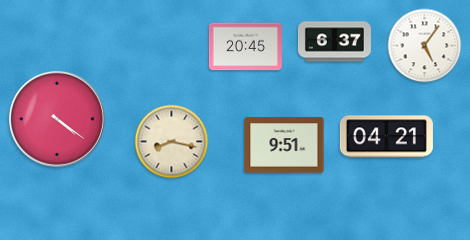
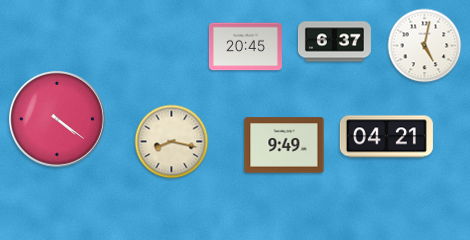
clock at (425, 46): 5:06 -> 5:02
clock at (284, 145): 9:51 -> 9:49
